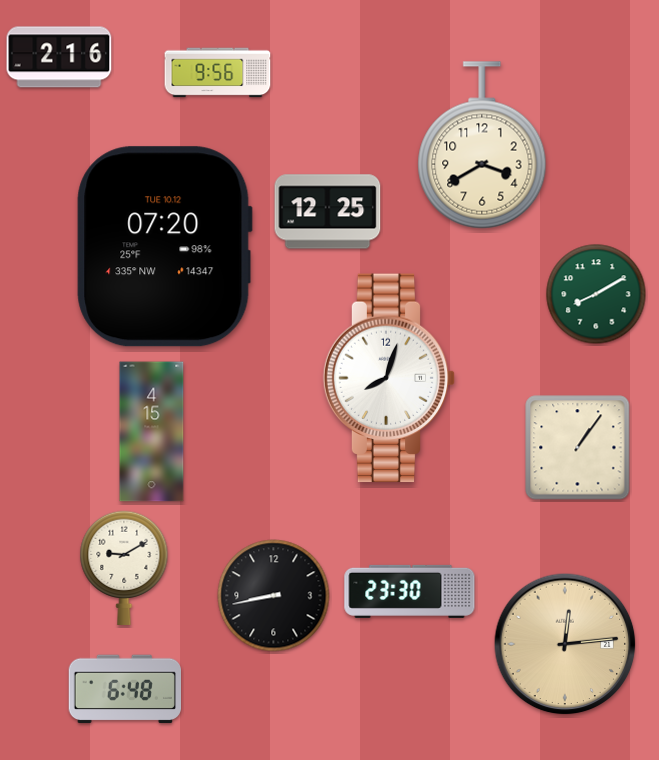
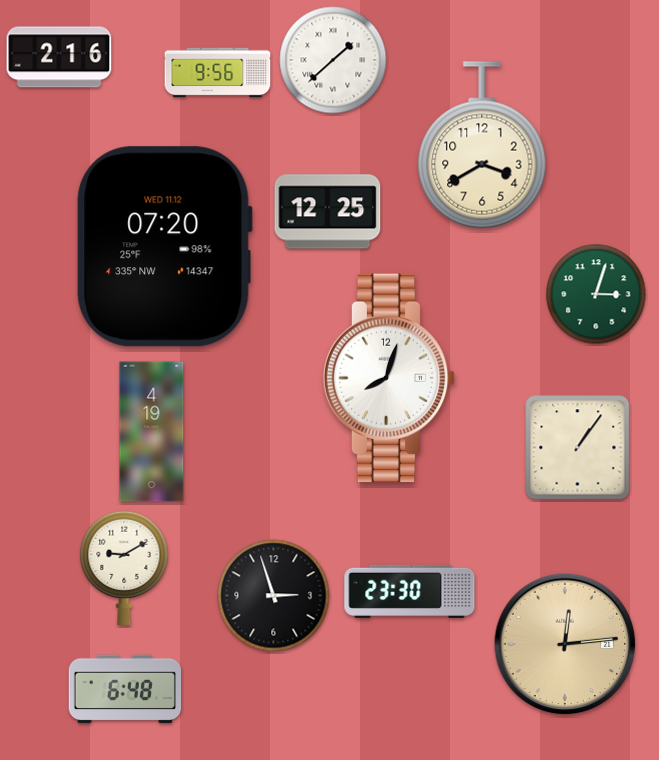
clock at (333, 60): none -> 1:38
clock at (164, 247) date: TUE 10.12 -> WED 11.12
clock at (596, 294): 8:10 -> 3:03
clock at (152, 432): 4:15 -> 4:19
clock at (274, 596): 8:43 -> 2:57
